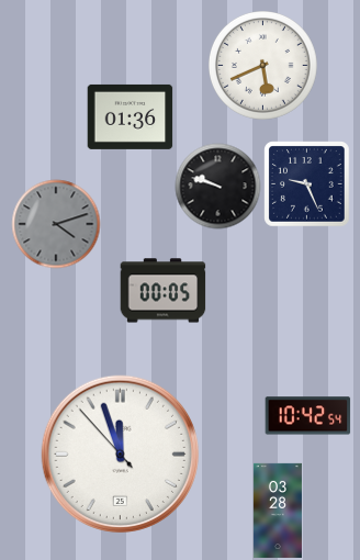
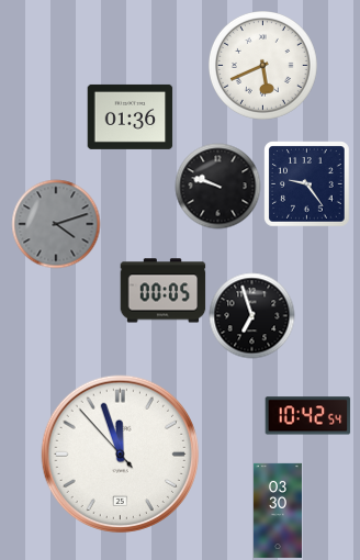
clock at (306, 183): 9:26 -> 9:24
clock at (251, 315): none -> 6:57
clock at (278, 511): 03:28 -> 03:30
